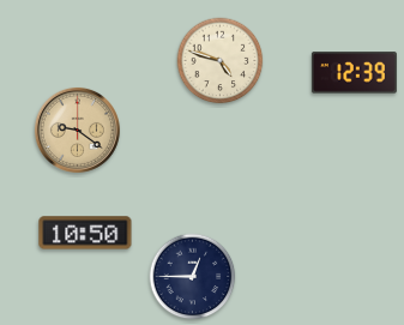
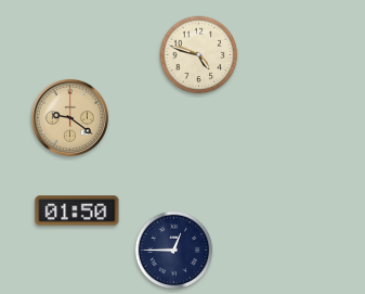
clock at (354, 73): 12:39 -> none
clock at (85, 233): 10:50 -> 01:50
